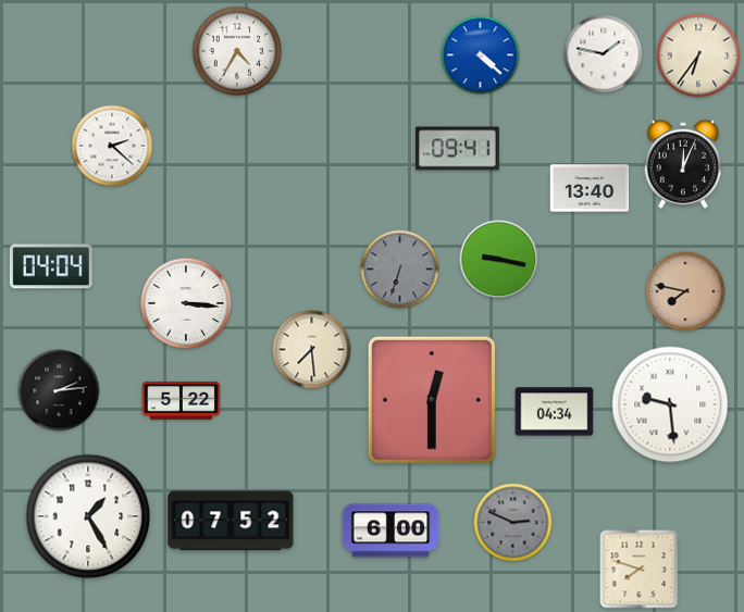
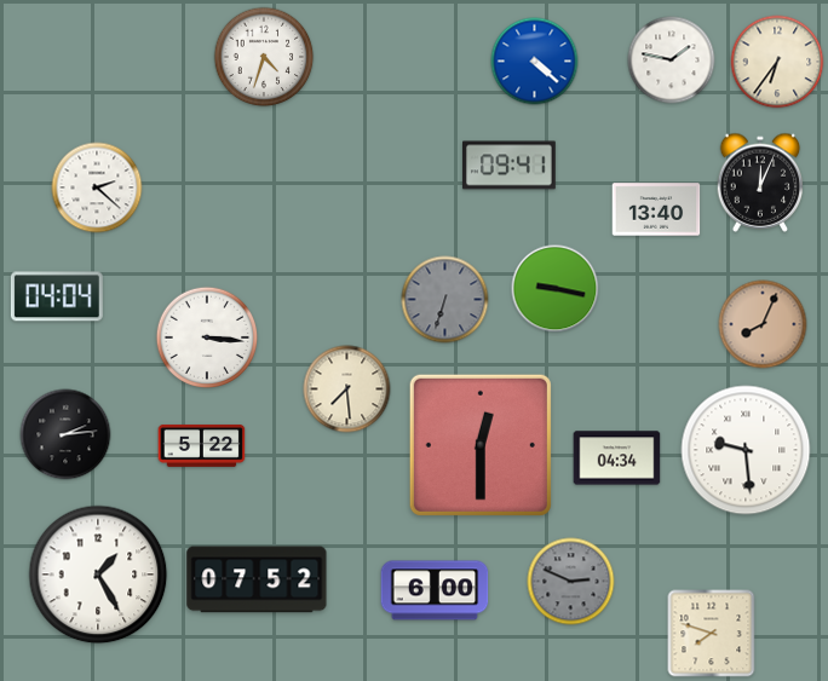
clock at (237, 51): 4:35 -> 4:33
clock at (112, 146) position: (112, 146) -> (97, 187)
clock at (685, 291): 7:47 -> 8:04
